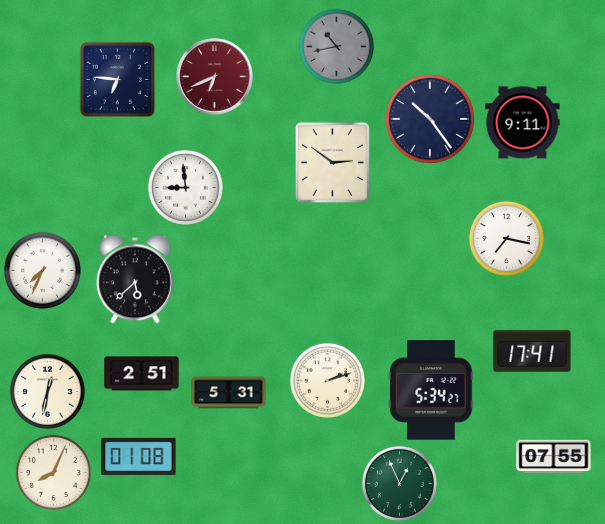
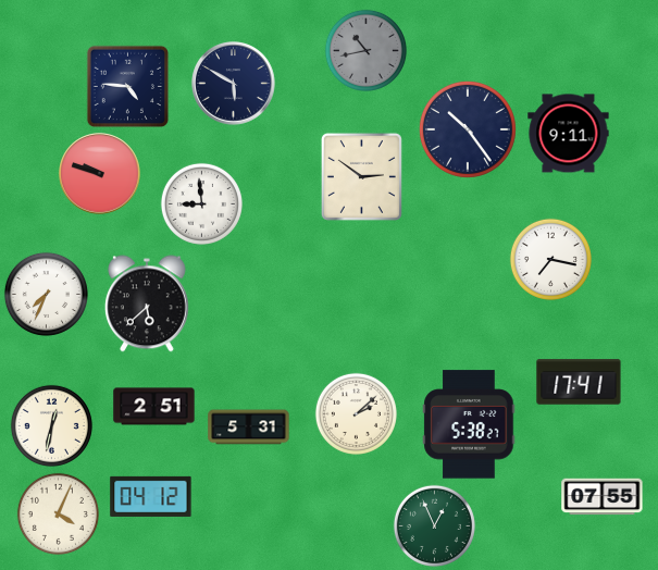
clock at (215, 77): 6:41 -> 5:50
clock at (215, 77) dial: burgundy -> navy
clock at (117, 79): 6:46 -> 4:46
clock at (100, 174): none -> 9:48
clock at (327, 380): 2:12 -> 2:08
clock at (431, 390): 5:34 -> 5:38
clock at (139, 456): 01:08 -> 04:12
clock at (53, 472): 8:04 -> 4:04
